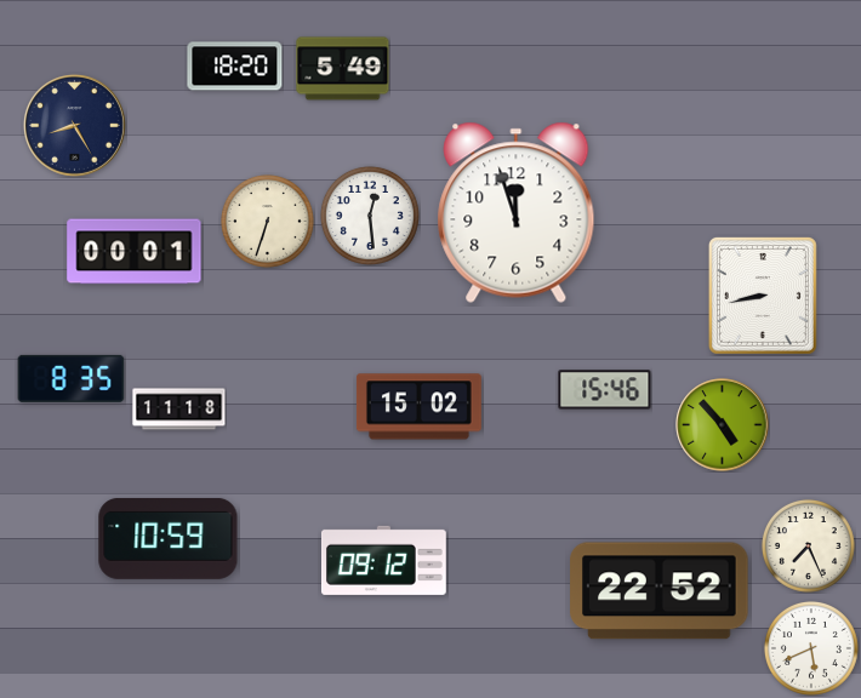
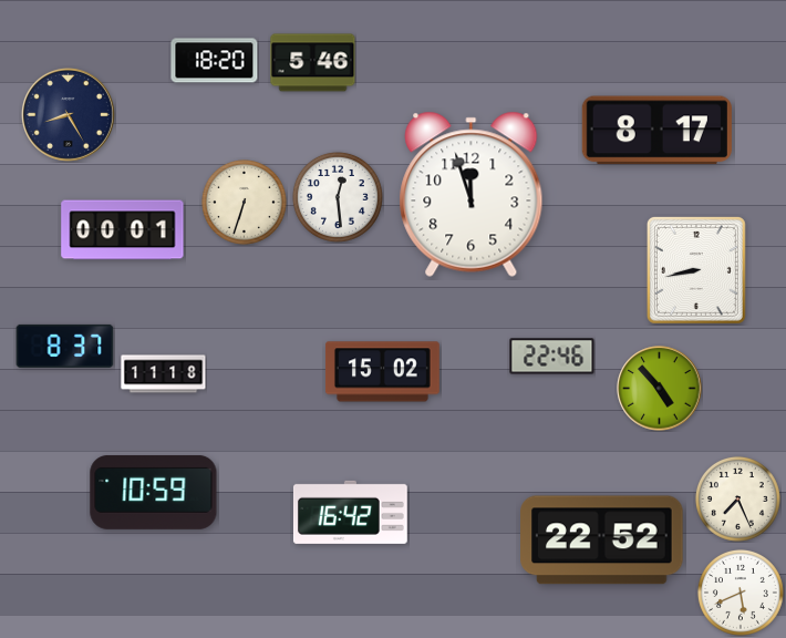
clock at (343, 69): 5:49 -> 5:46
clock at (656, 131): none -> 8:17
clock at (72, 378): 8:35 -> 8:37
clock at (605, 390): 15:46 -> 22:46
clock at (383, 560): 09:12 -> 16:42
